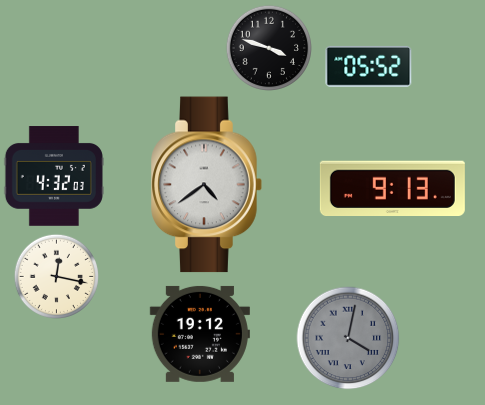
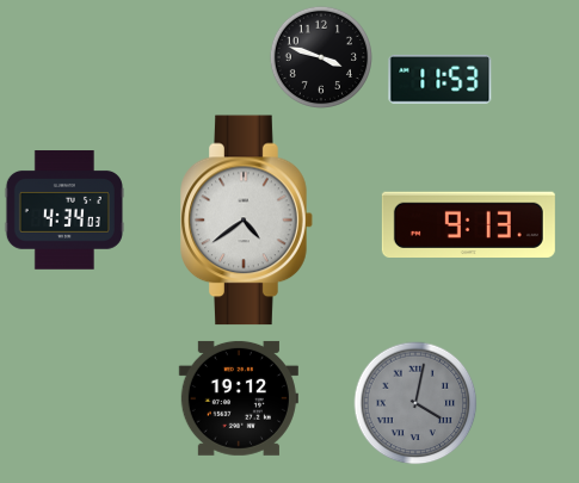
clock at (369, 66): 05:52 -> 11:53
clock at (54, 176): 4:32 -> 4:34
clock at (56, 276): 12:17 -> none
